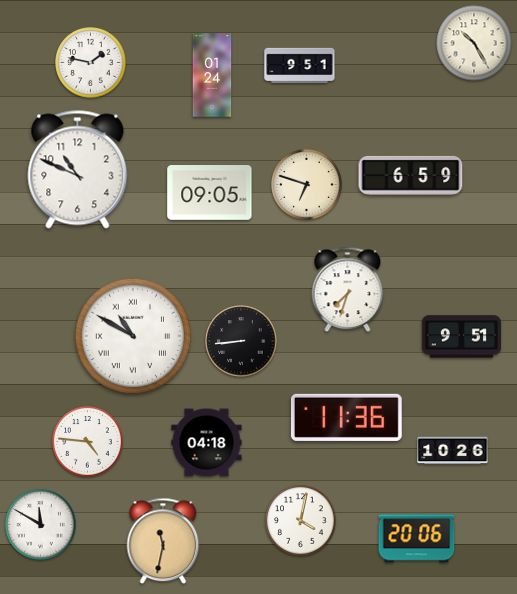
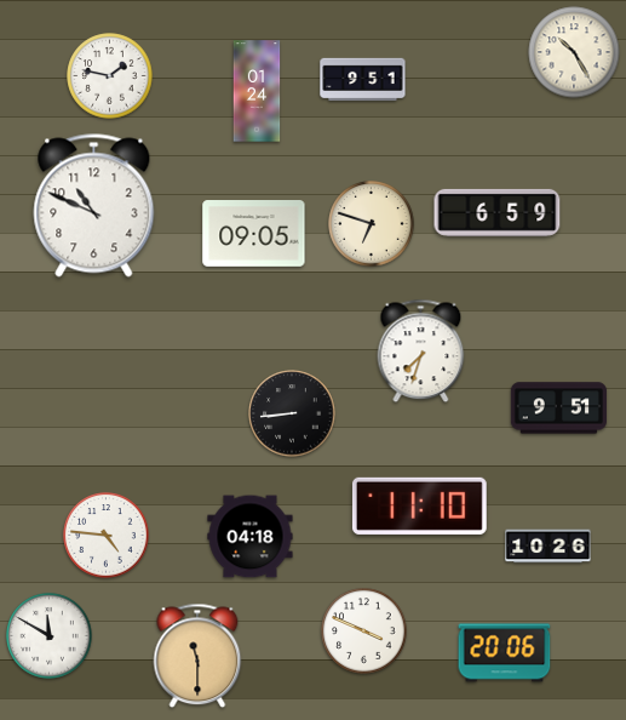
clock at (133, 336): 10:50 -> none
clock at (346, 417): 11:36 -> 11:10
clock at (301, 521): 4:02 -> 3:49
clock at (163, 541): 11:32 -> 11:30
